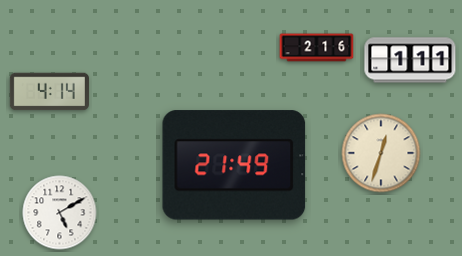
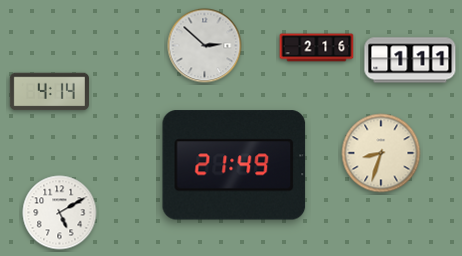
clock at (205, 46): none -> 2:52
clock at (381, 153): 12:33 -> 8:33
